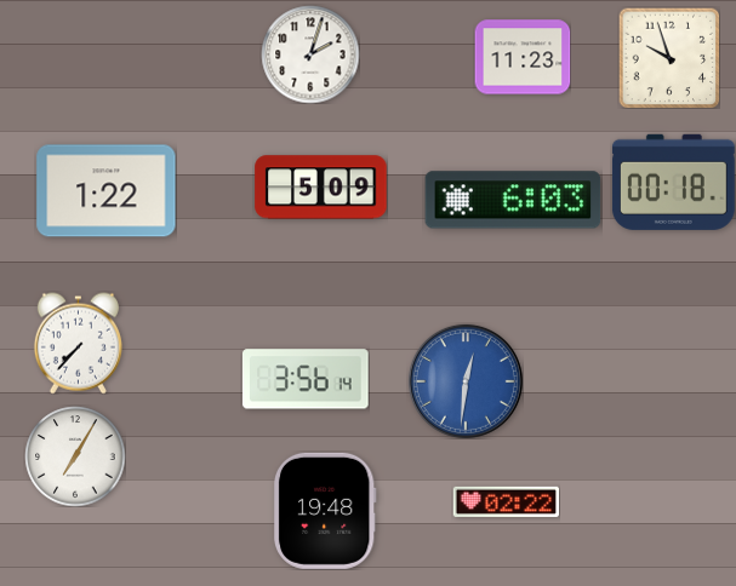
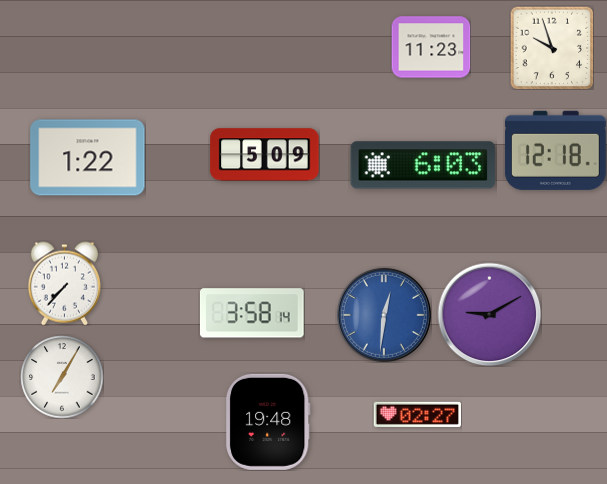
clock at (310, 54): 2:03 -> none
clock at (673, 182): 00:18 -> 12:18
clock at (306, 379): 3:56 -> 3:58
clock at (489, 314): none -> 9:10
clock at (506, 501): 02:22 -> 02:27
